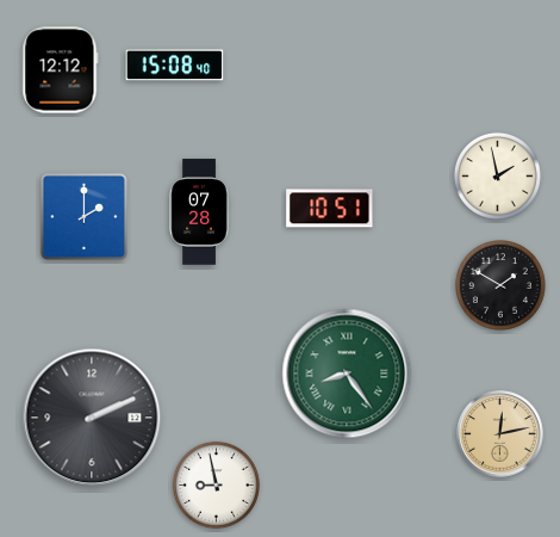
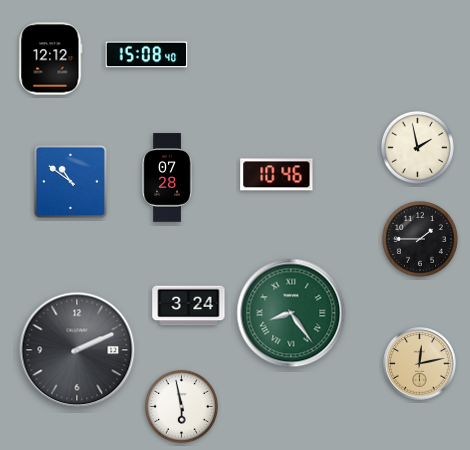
clock at (330, 209): 10:51 -> 10:46
clock at (83, 216): 2:00 -> 10:51
clock at (502, 286): 1:50 -> 1:45
clock at (189, 306): none -> 3:24
clock at (216, 484): 8:58 -> 5:58
